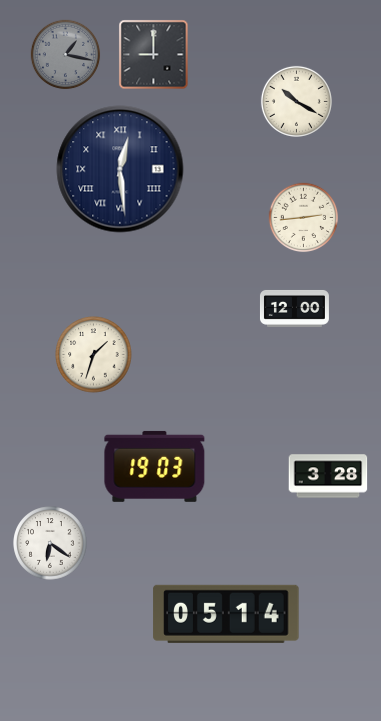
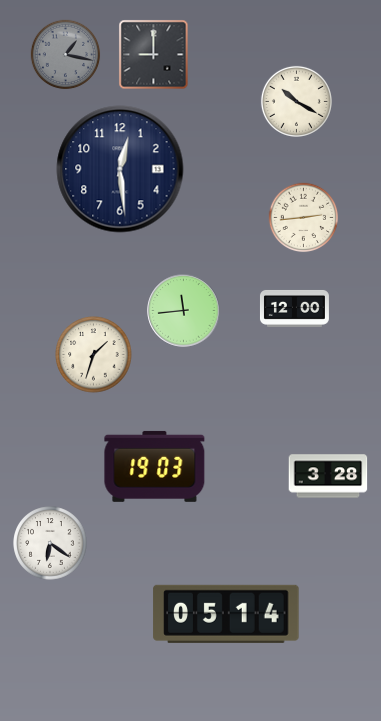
clock at (120, 169) numerals: Roman -> Arabic
clock at (184, 311): none -> 11:44
